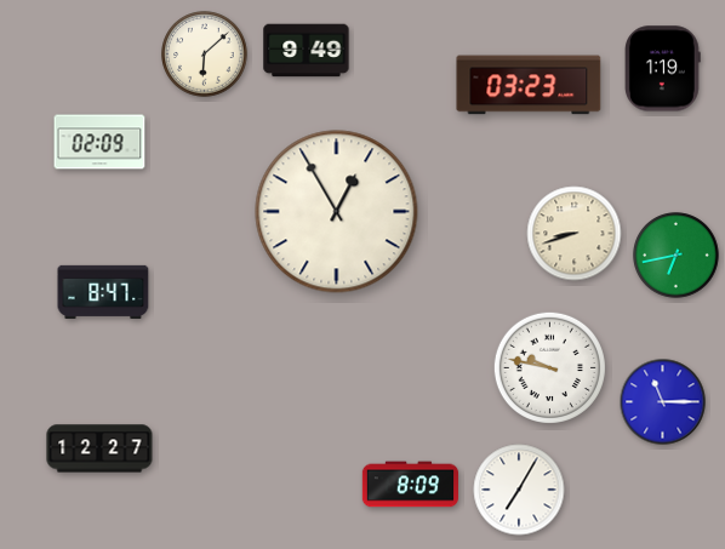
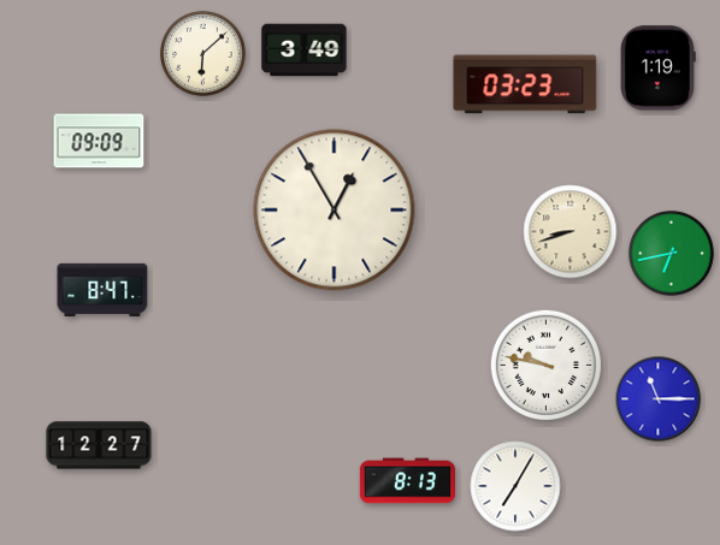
clock at (307, 51): 9:49 -> 3:49
clock at (99, 142): 02:09 -> 09:09
clock at (410, 485): 8:09 -> 8:13
